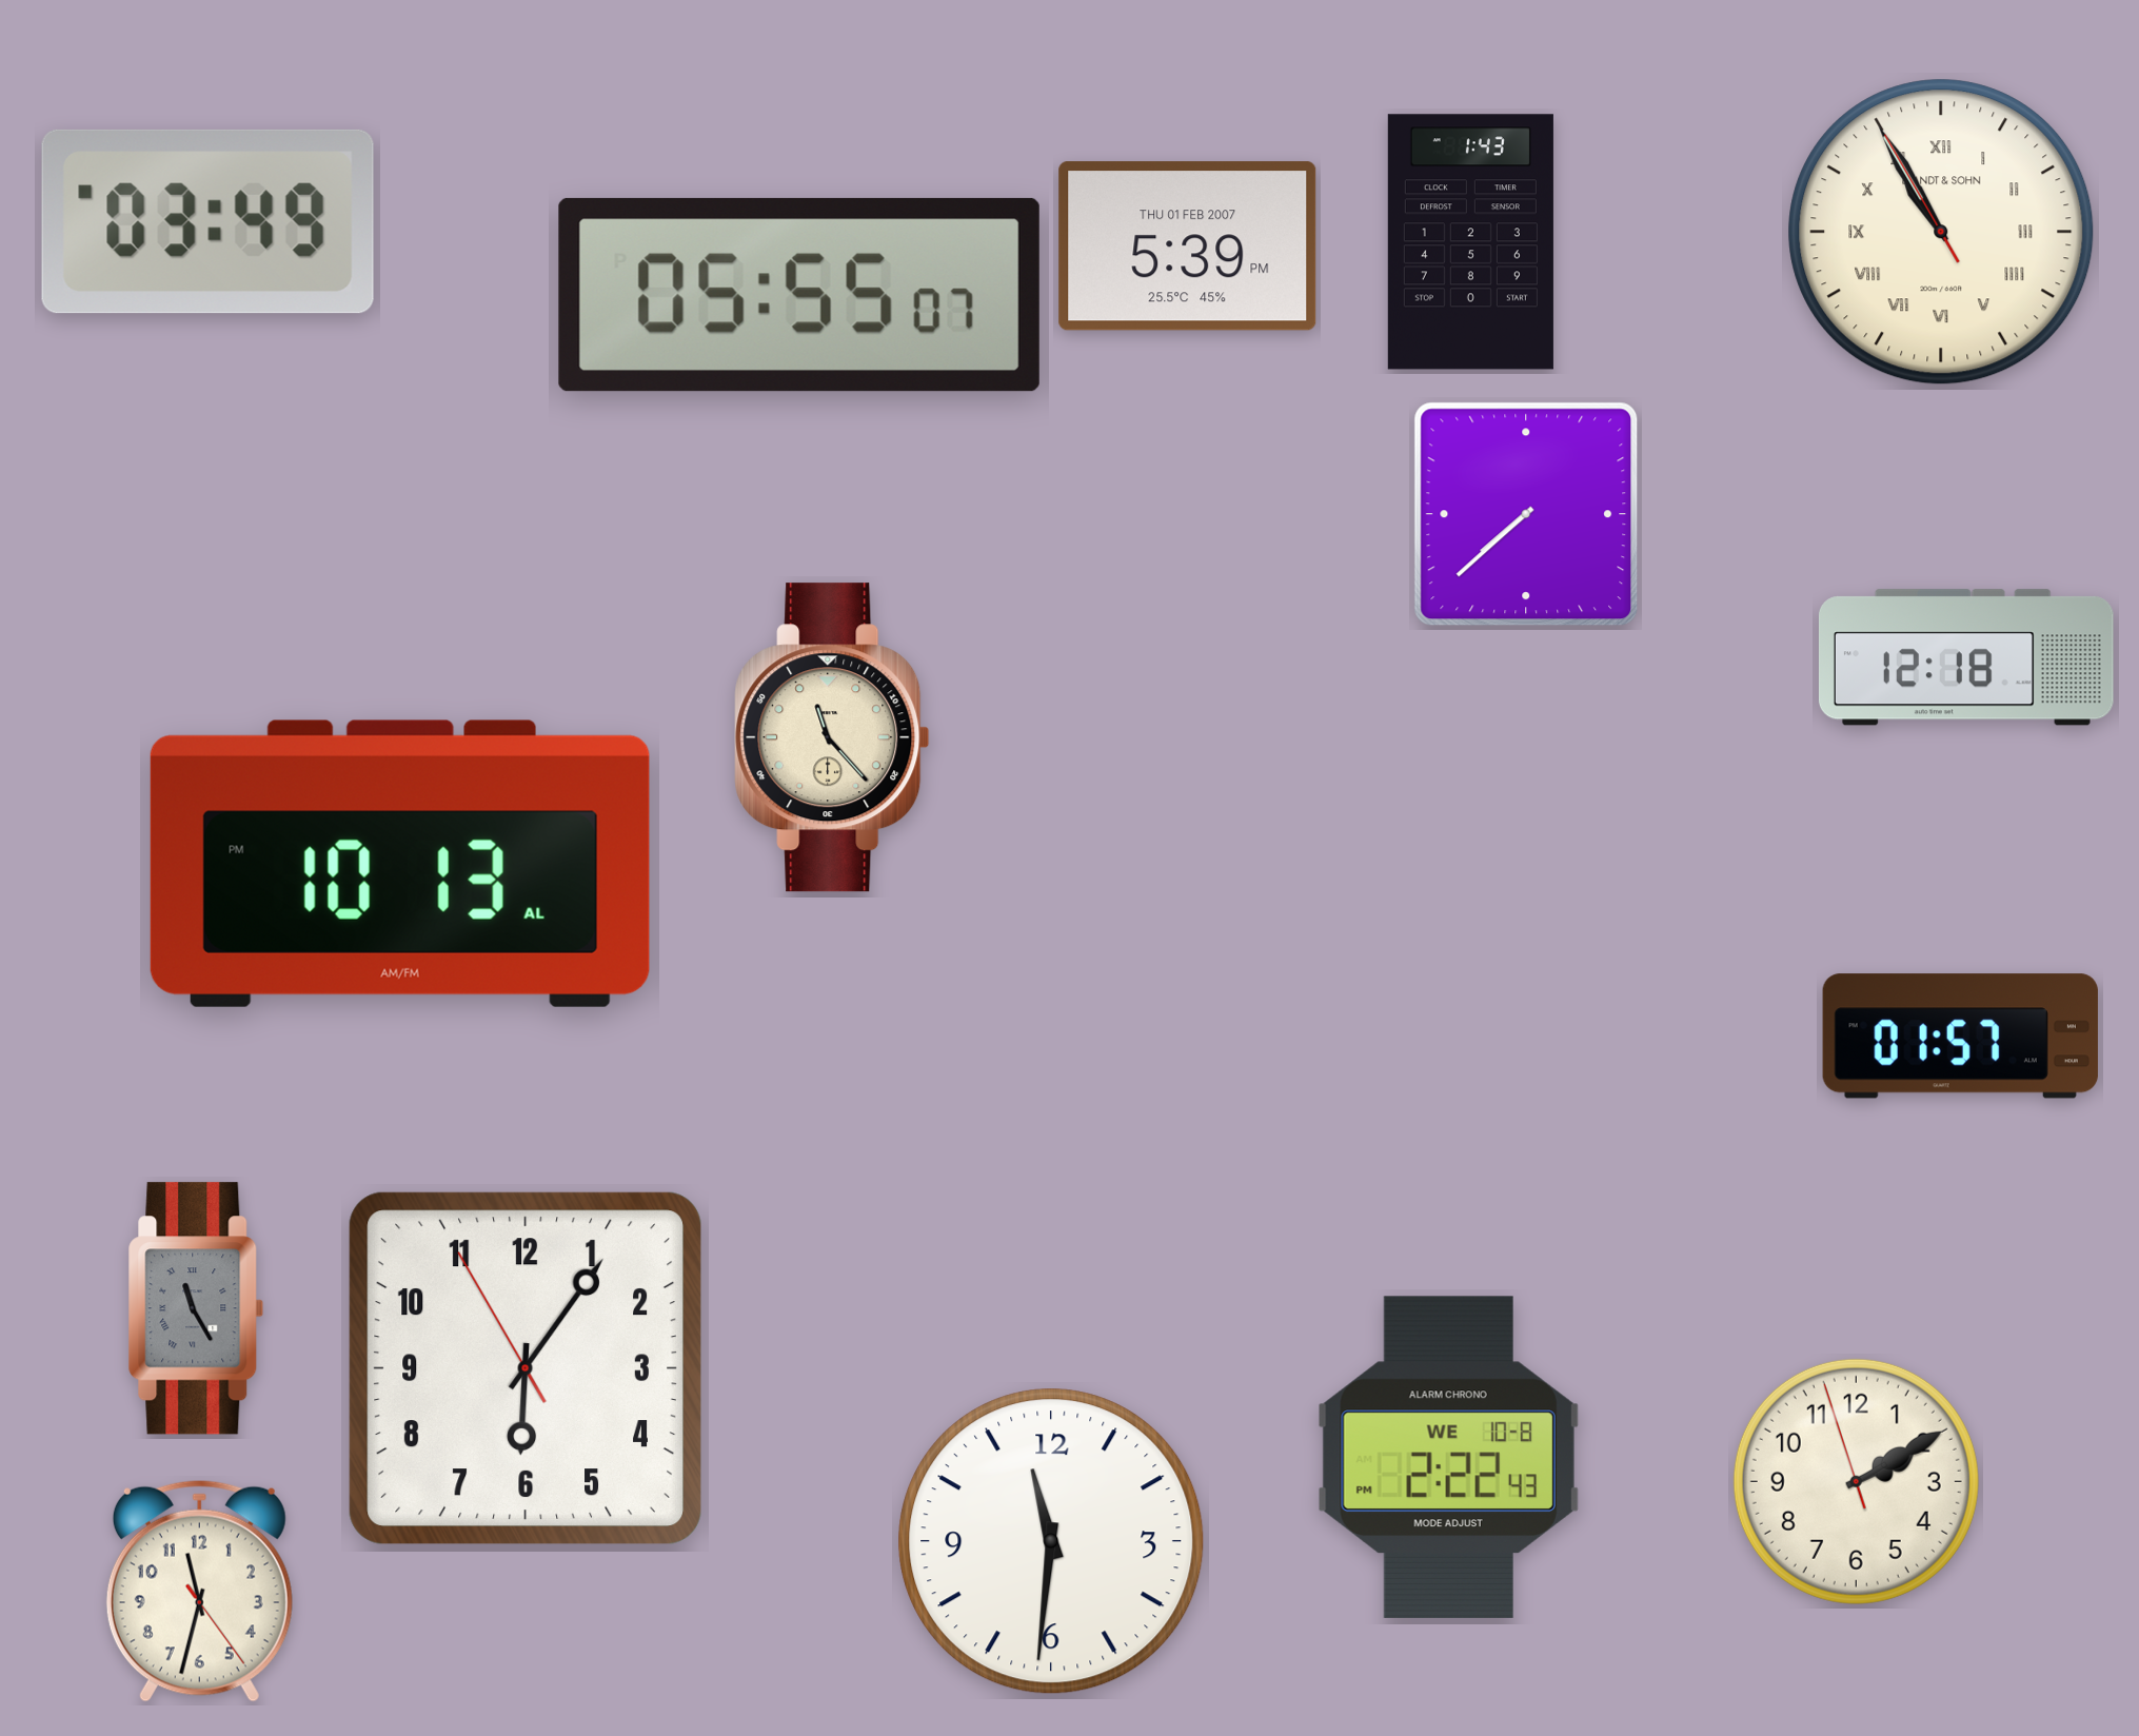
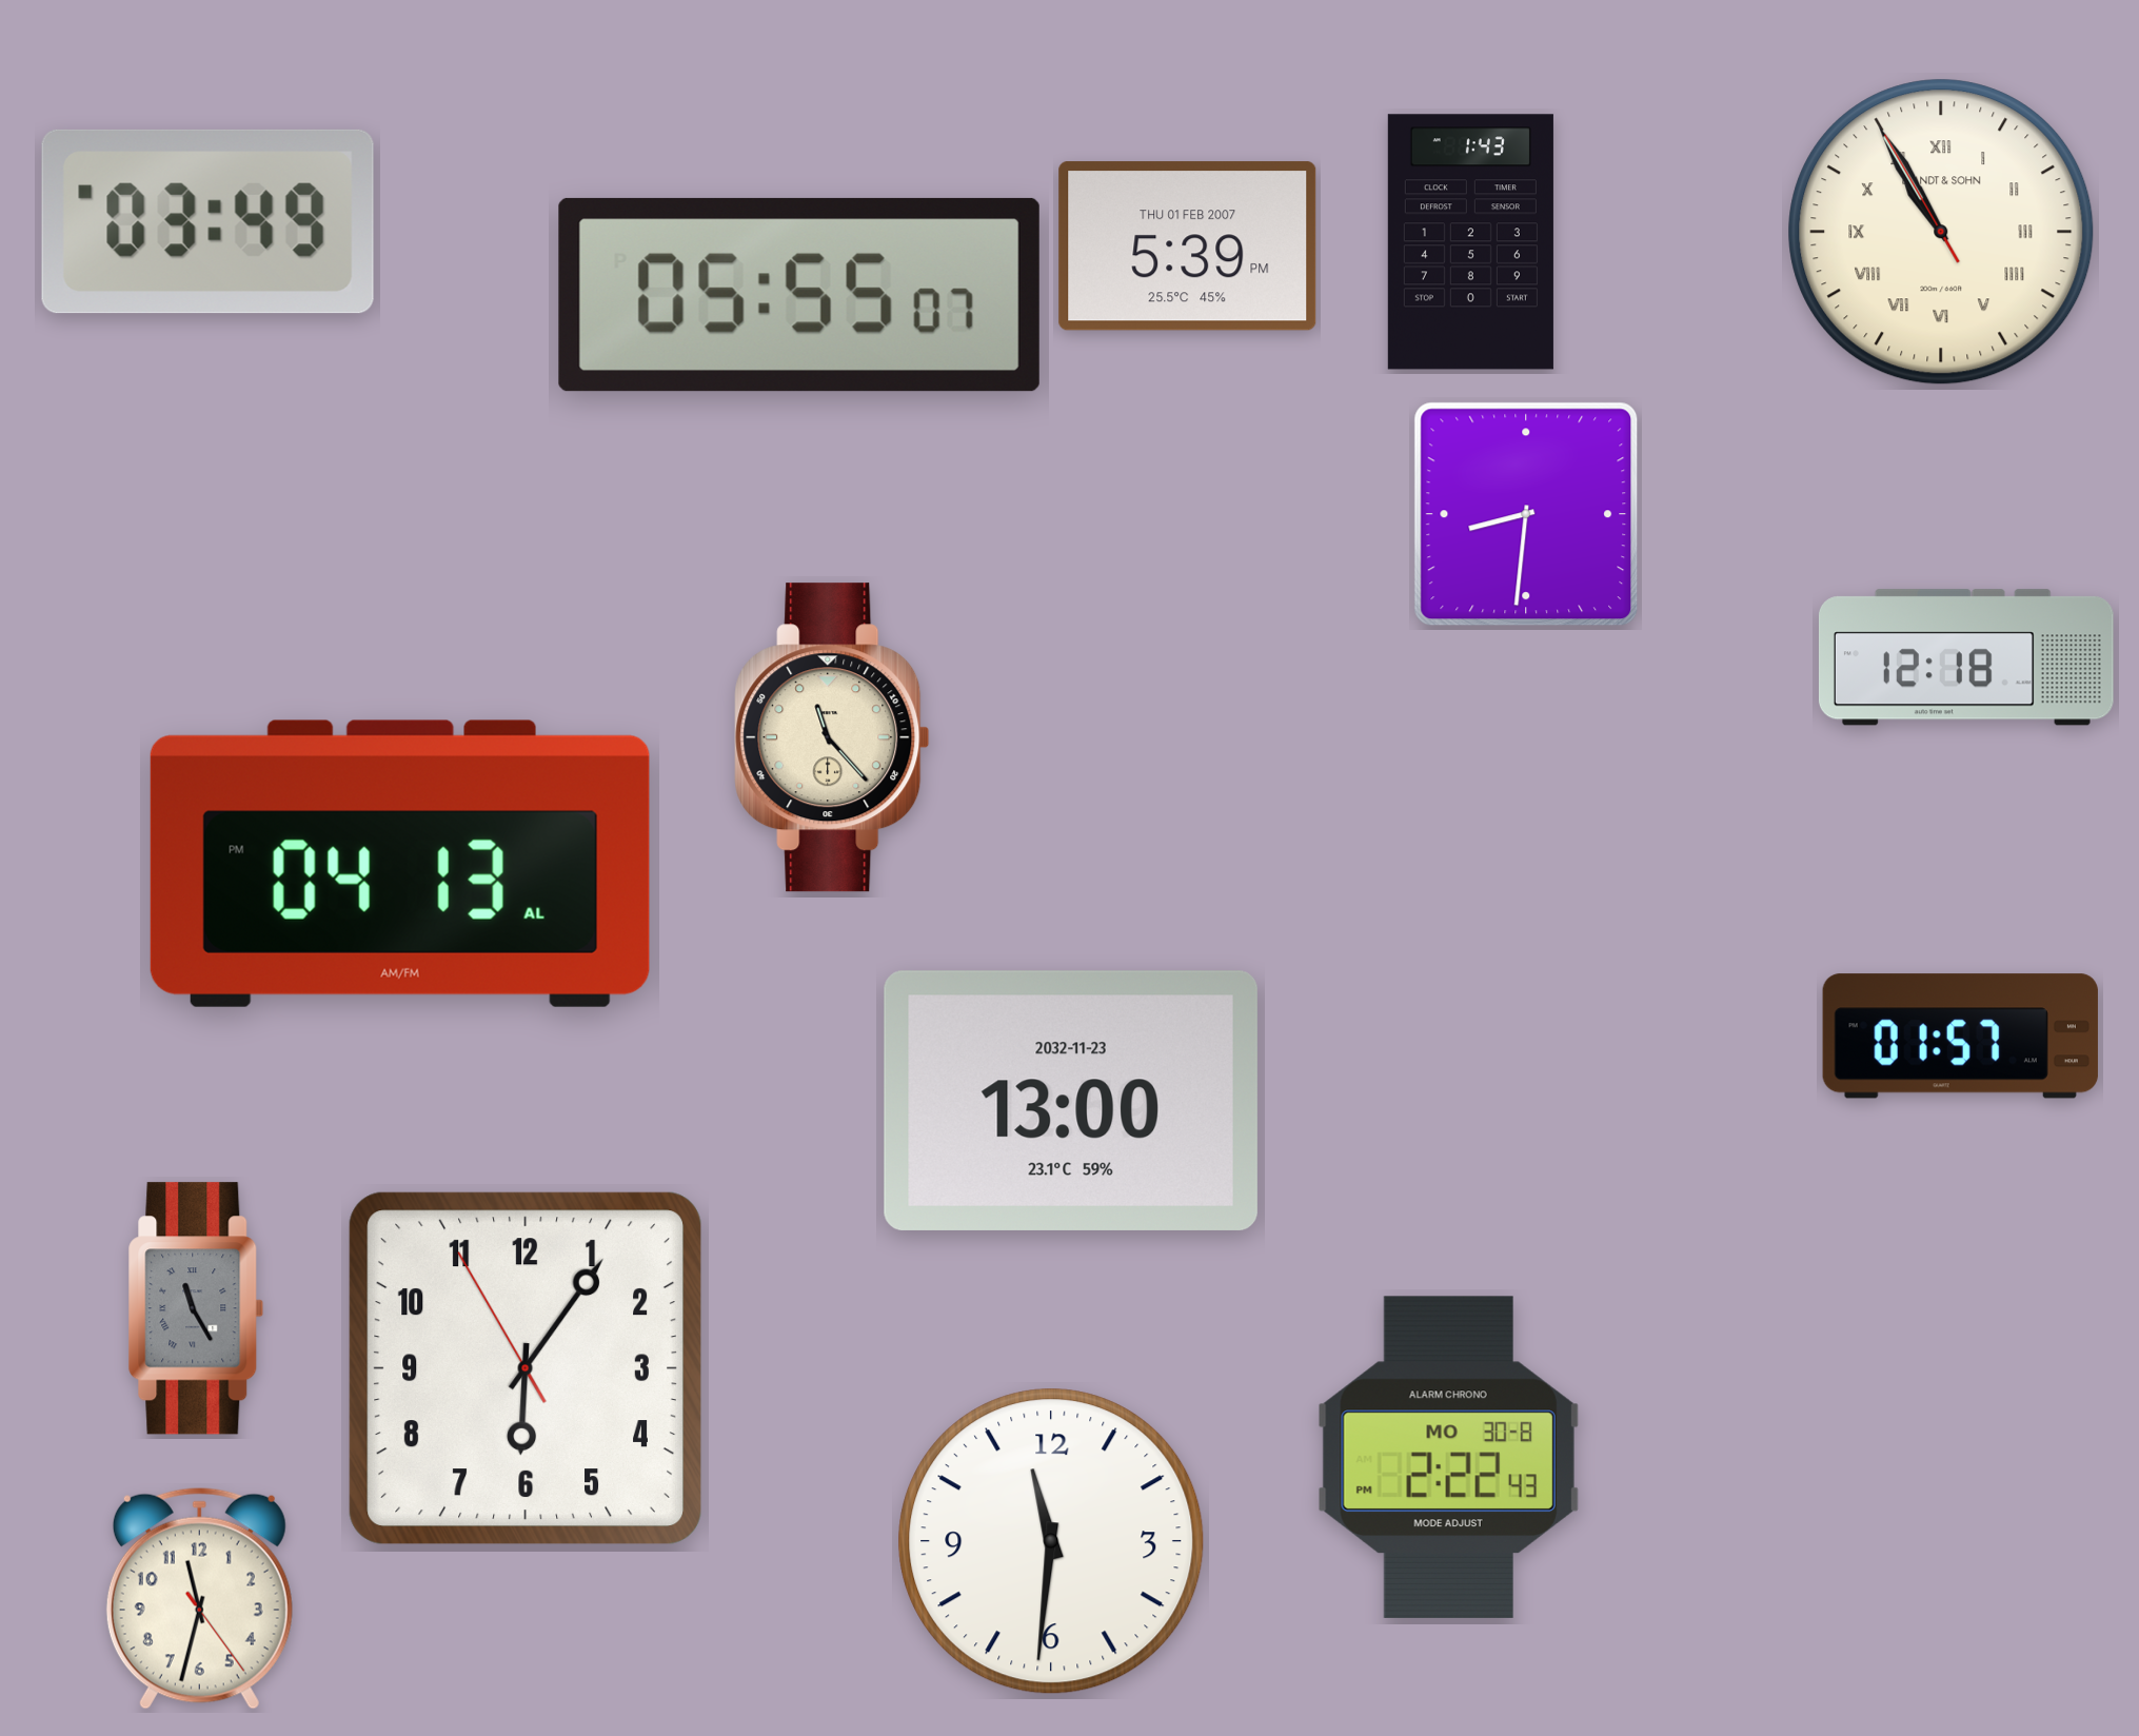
clock at (1526, 514): 7:38 -> 8:31
clock at (400, 864): 10:13 -> 04:13
clock at (1071, 1101): none -> 13:00
clock at (1448, 1457) date: WE 10-8 -> MO 30-8
clock at (1856, 1481): 2:09 -> none
clock at (199, 1591) position: (199, 1591) -> (199, 1598)
